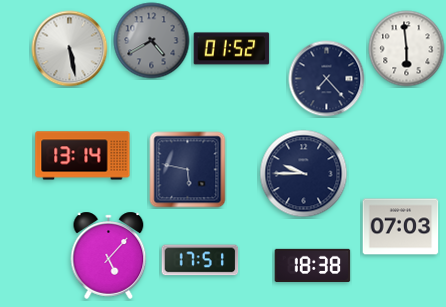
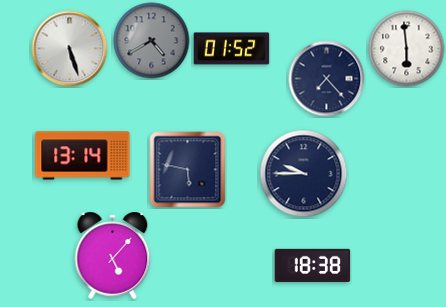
clock at (70, 49): 5:28 -> 5:27
clock at (401, 227): 07:03 -> none
clock at (109, 255) position: (109, 255) -> (113, 255)
clock at (200, 260): 17:51 -> none
